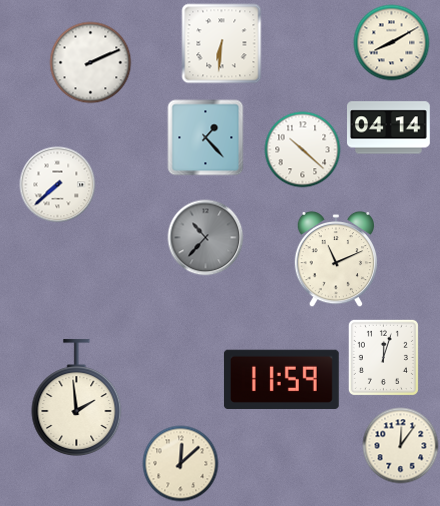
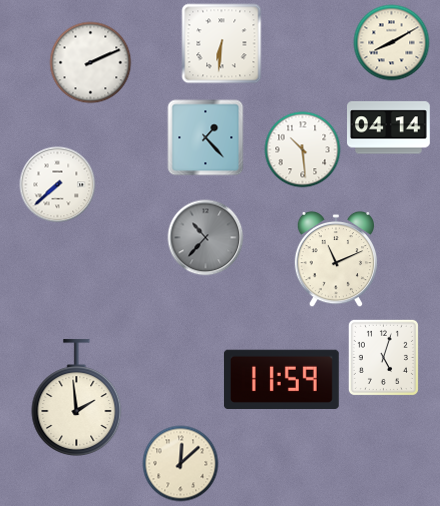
clock at (303, 150): 10:22 -> 10:29
clock at (383, 357): 12:03 -> 5:03
clock at (401, 446): 12:06 -> none
